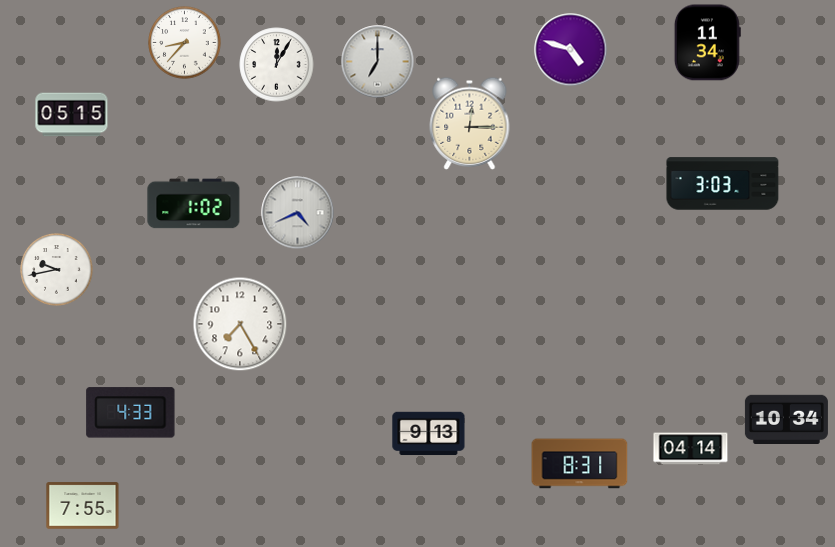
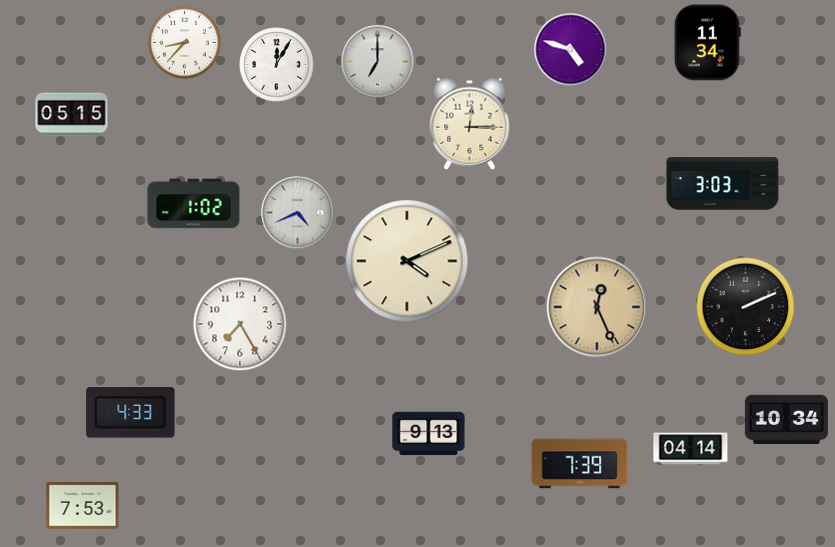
clock at (407, 261): none -> 4:11
clock at (57, 270): 9:43 -> none
clock at (597, 307): none -> 12:26
clock at (746, 307): none -> 2:11
clock at (580, 464): 8:31 -> 7:39
clock at (83, 506): 7:55 -> 7:53
